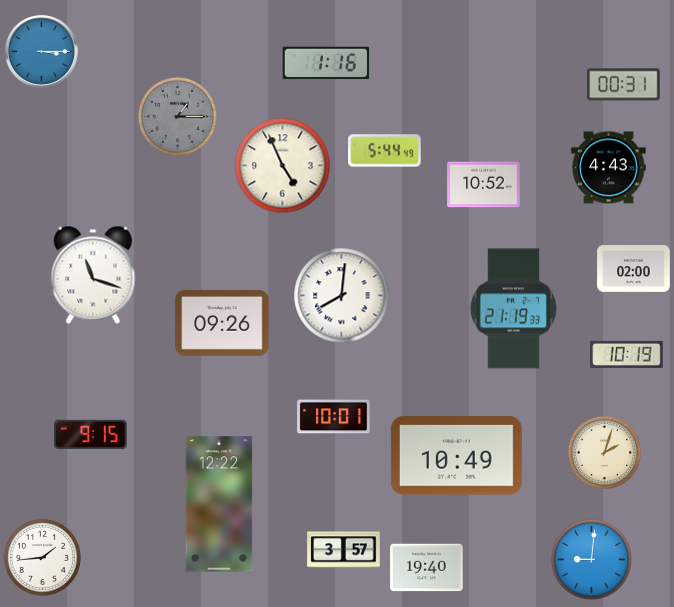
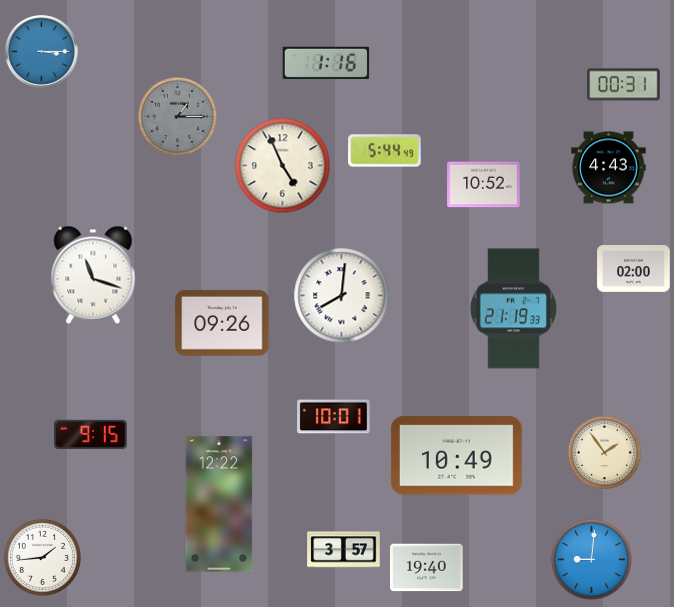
clock at (627, 354): 10:19 -> none
clock at (605, 453): 2:03 -> 1:54
